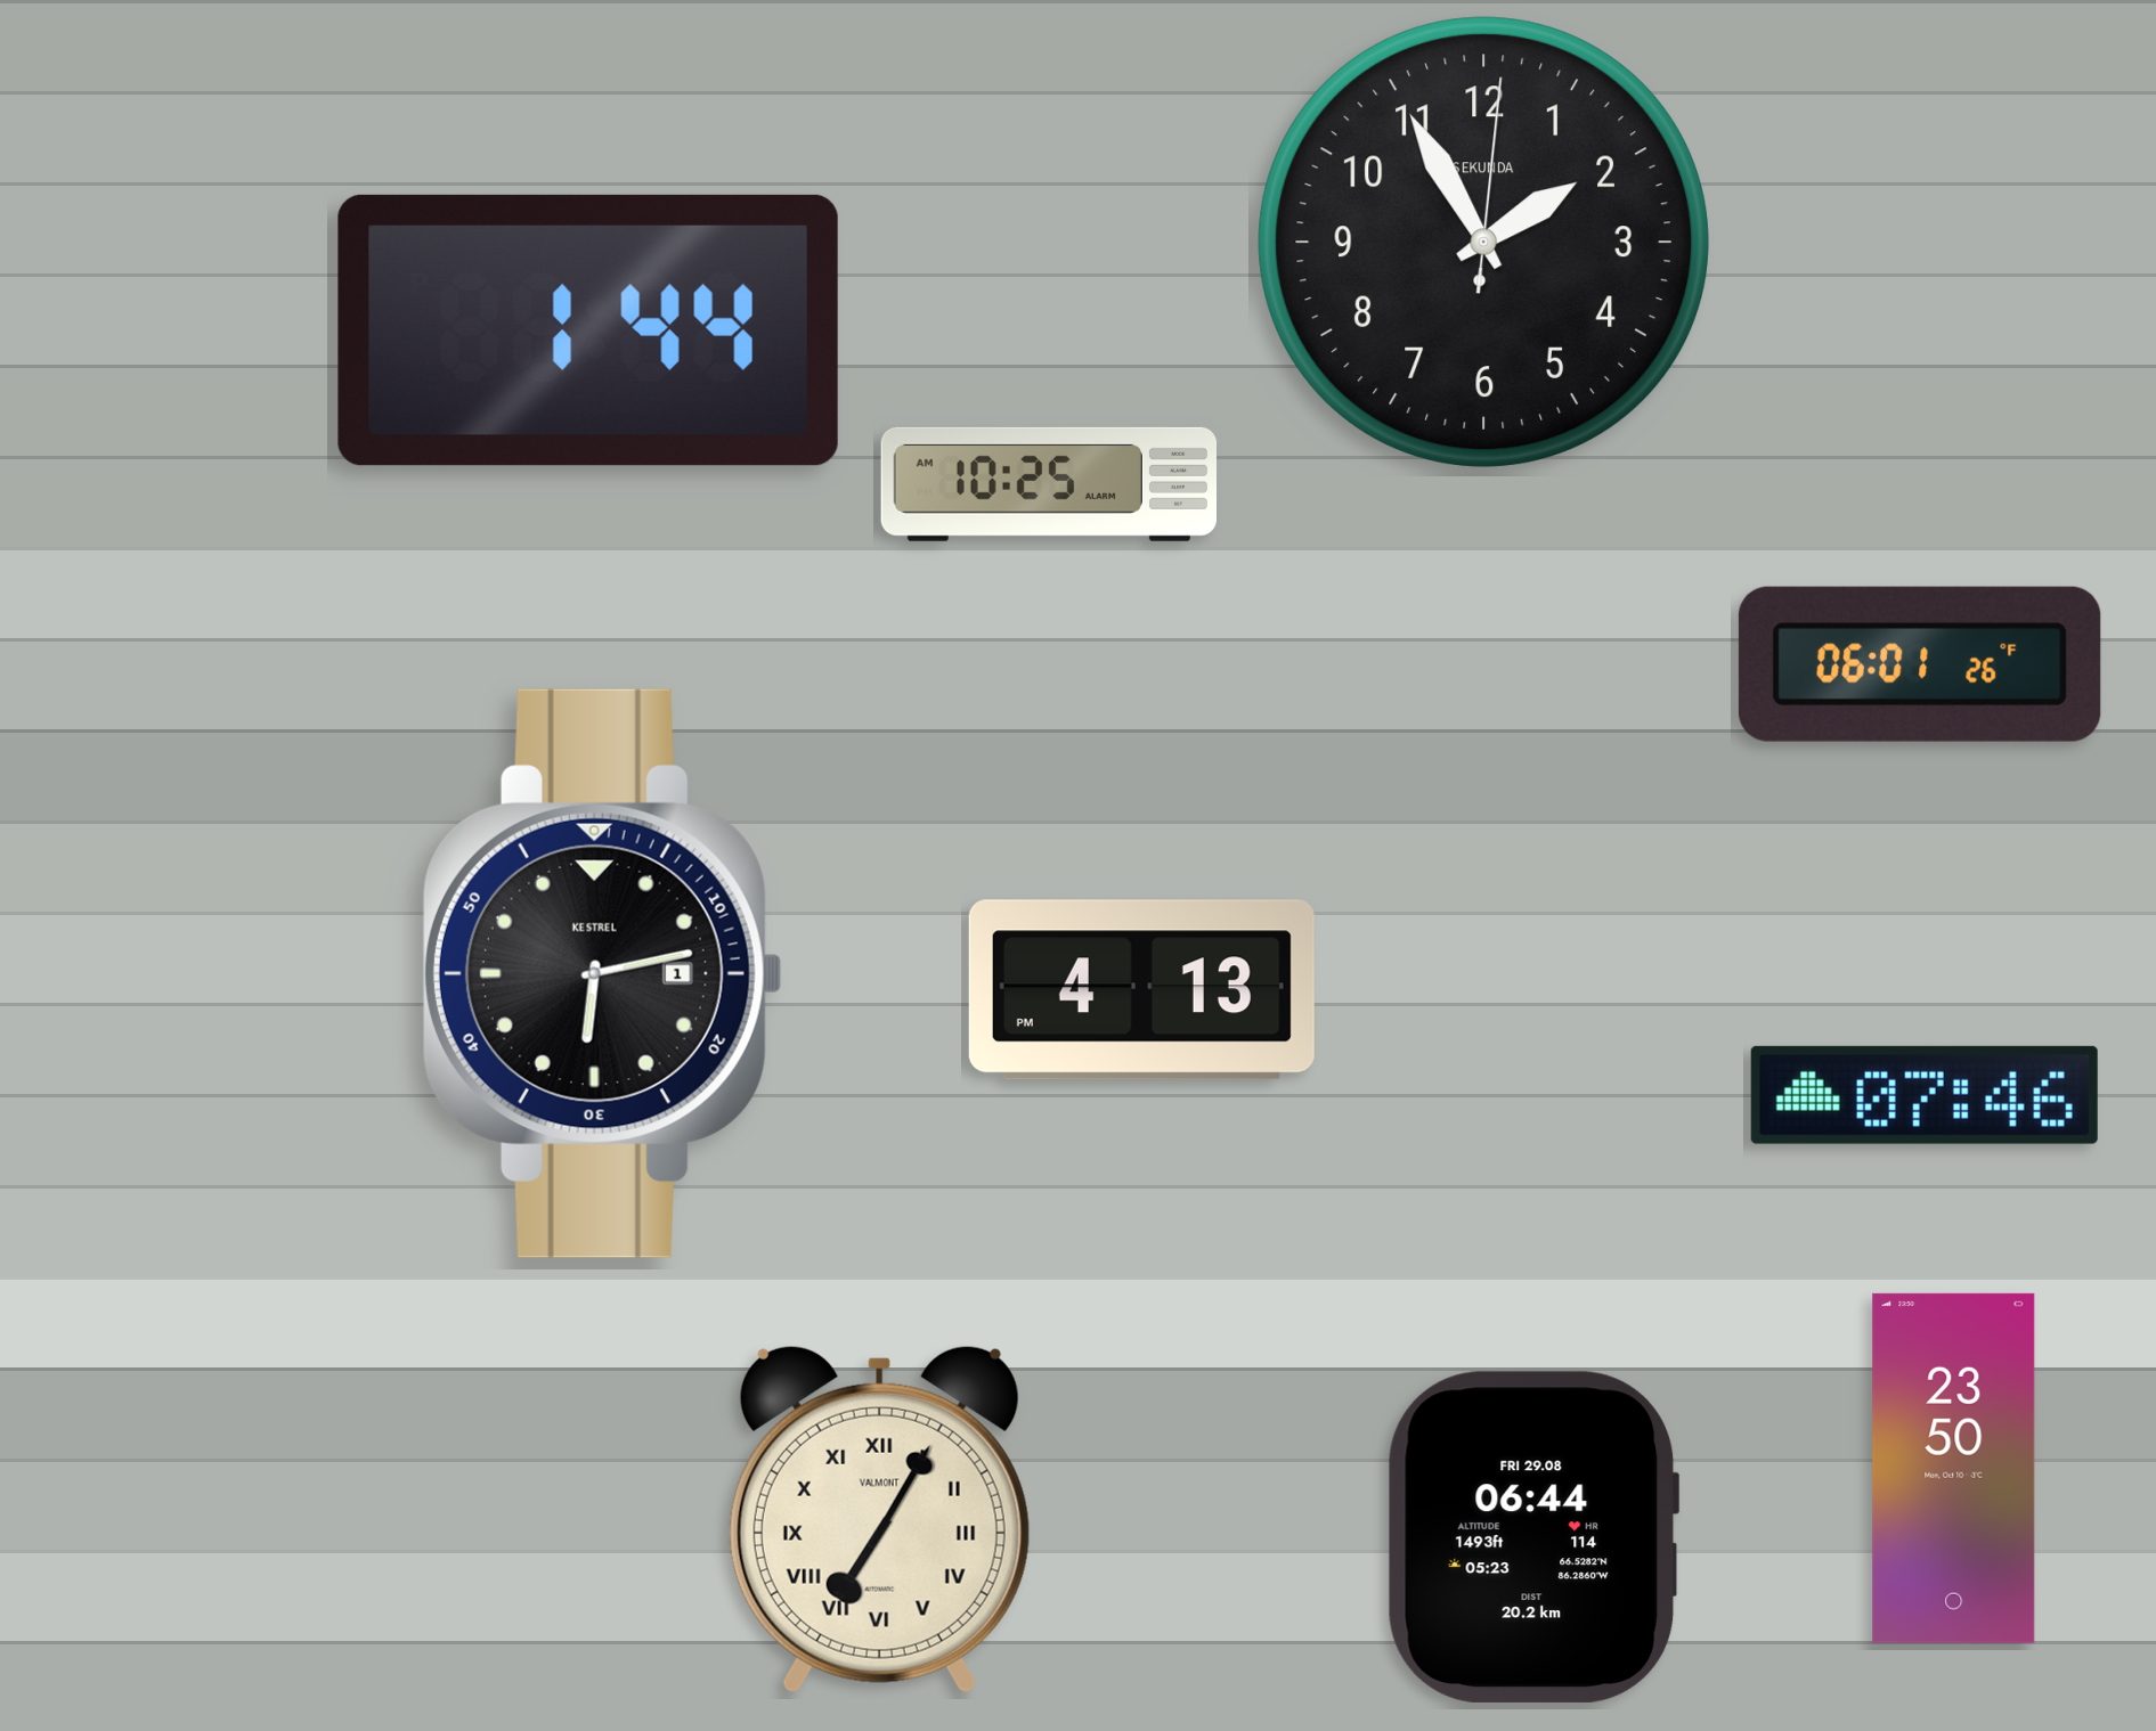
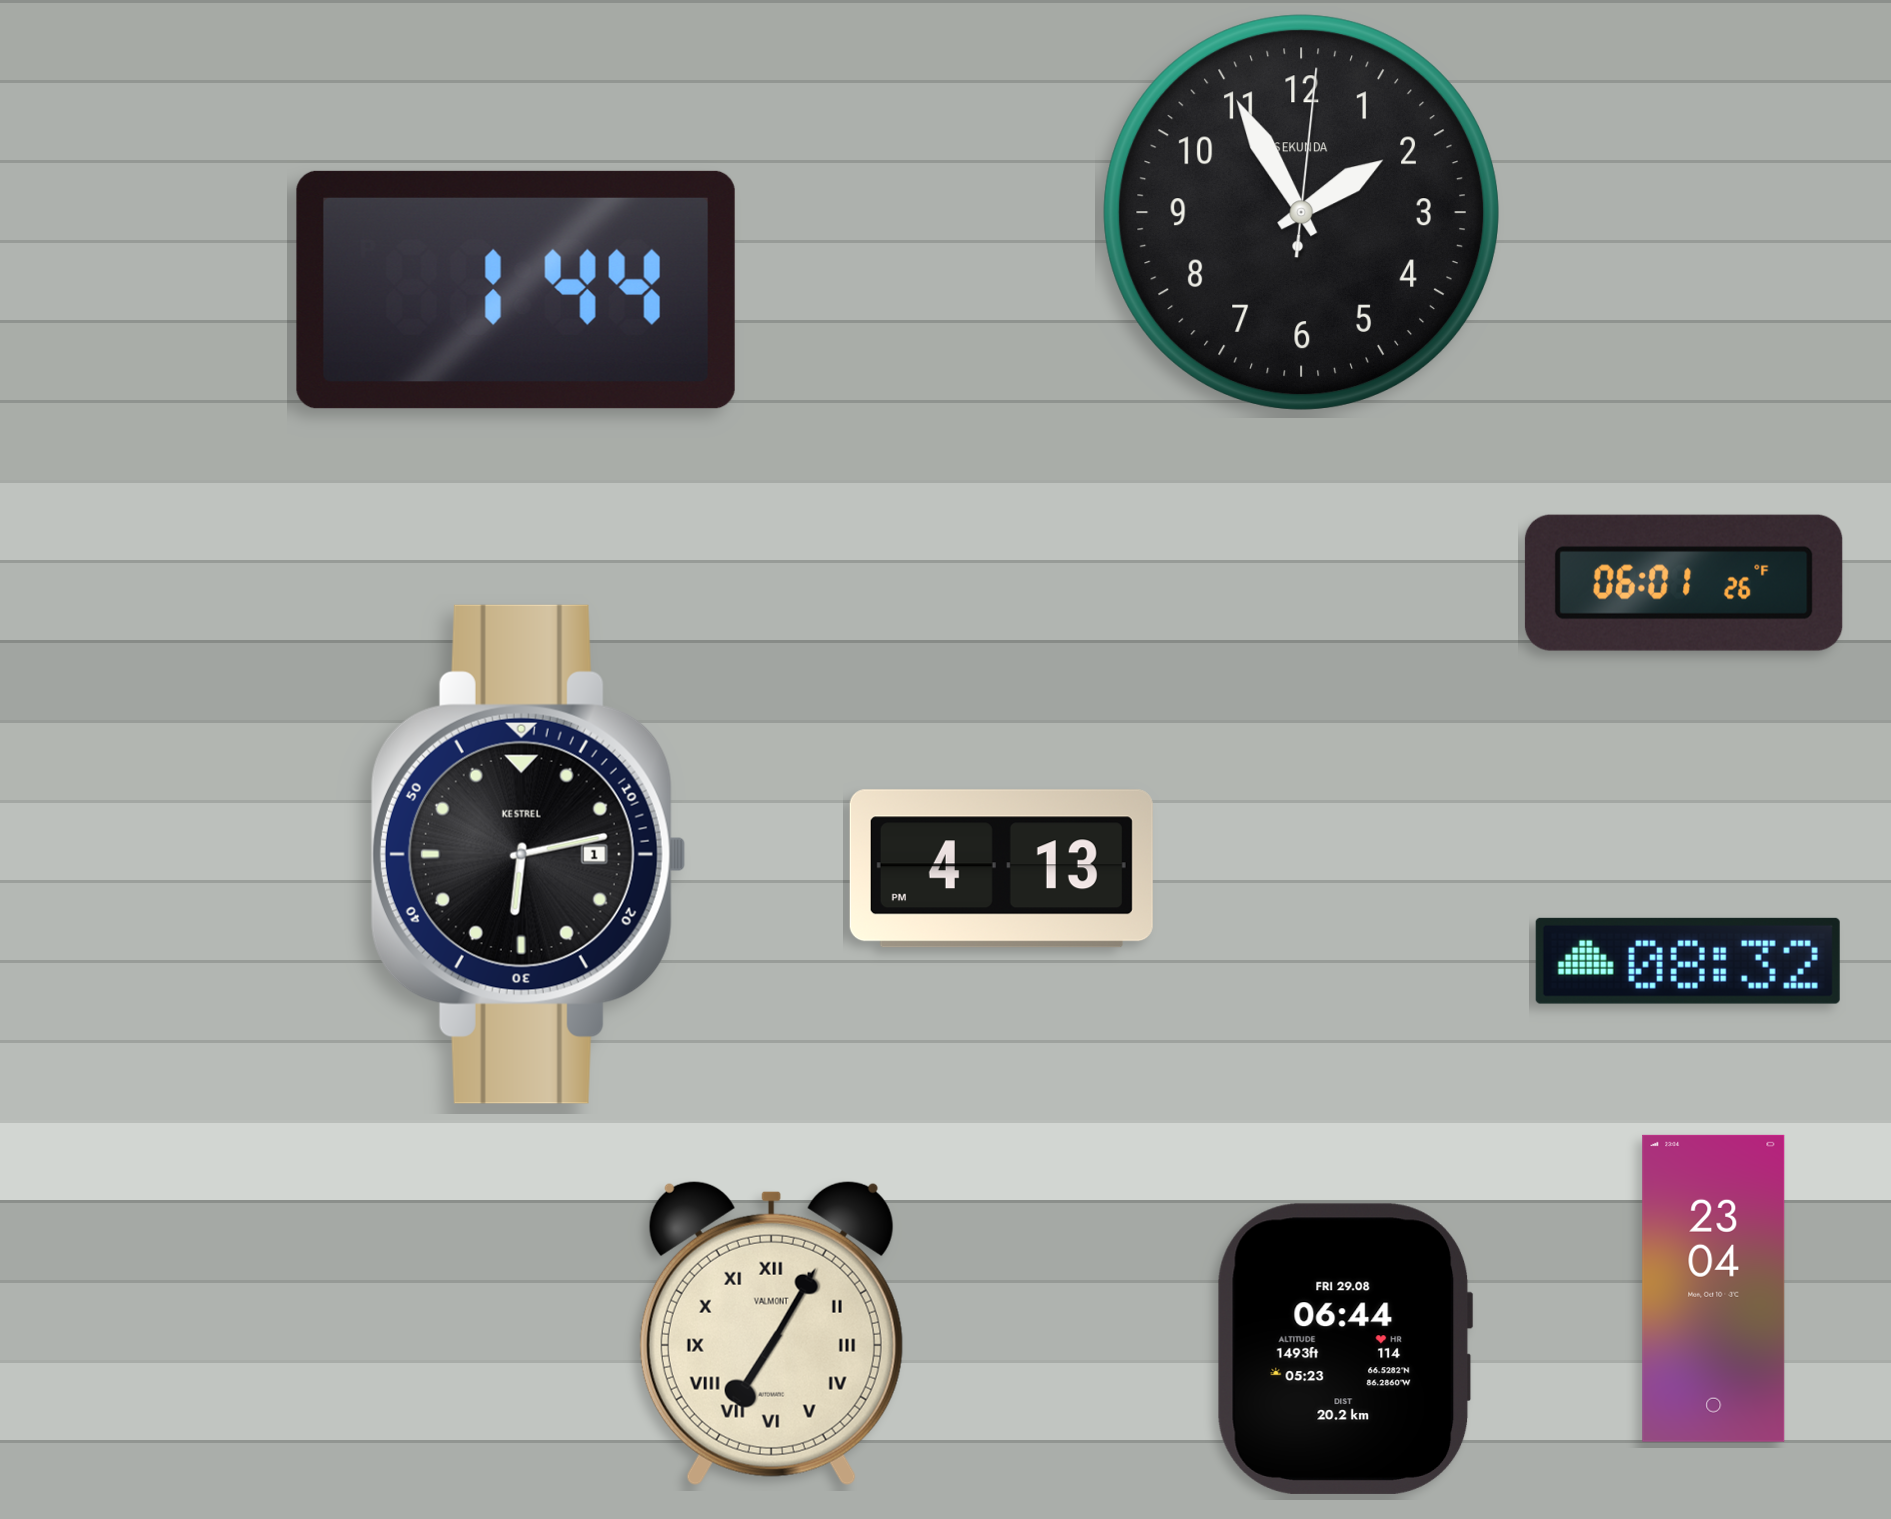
clock at (1048, 484): 10:25 -> none
clock at (1925, 1095): 07:46 -> 08:32
clock at (1954, 1468): 23:50 -> 23:04
